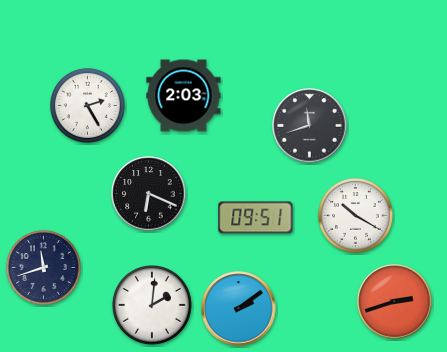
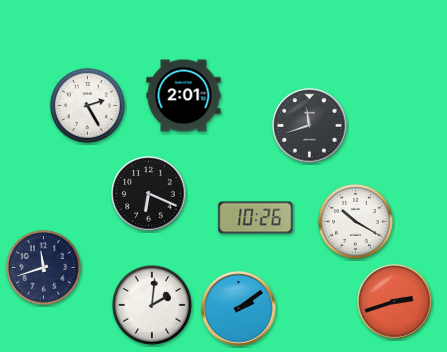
clock at (184, 96): 2:03 -> 2:01
clock at (355, 215) position: (355, 215) -> (355, 221)
clock at (256, 218): 09:51 -> 10:26
